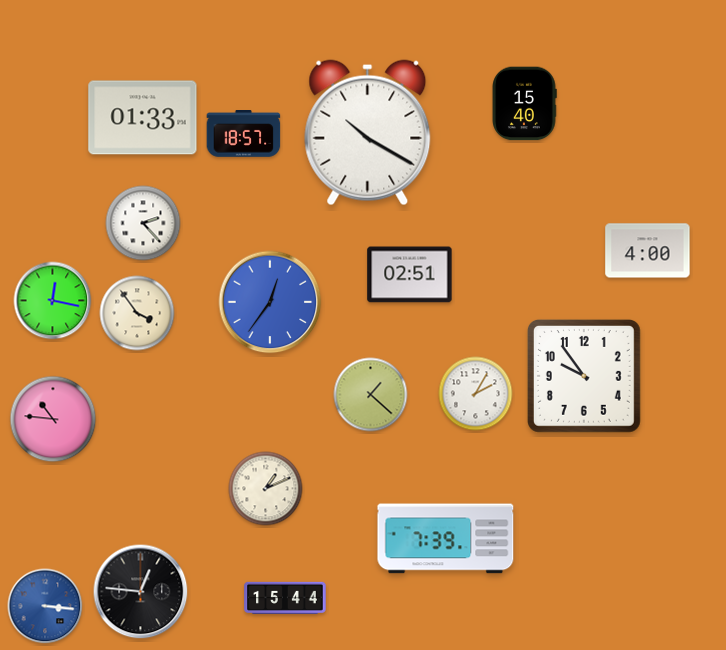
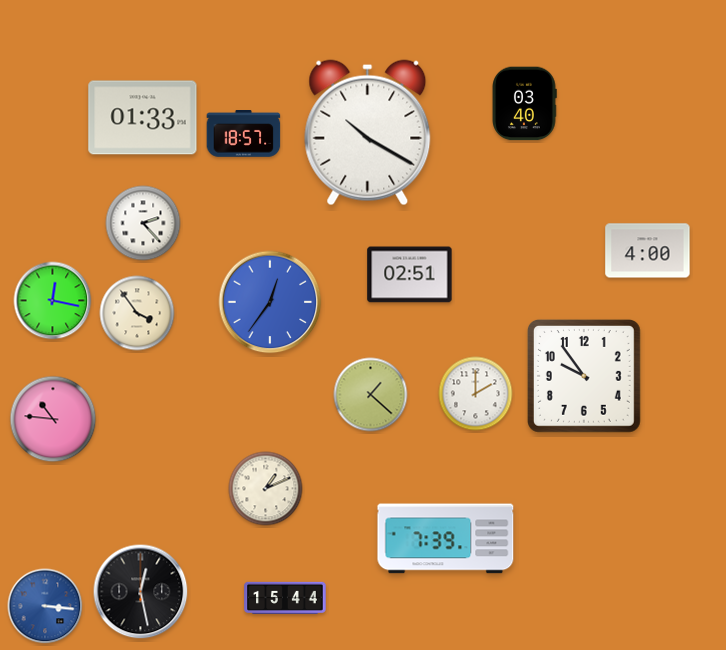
clock at (524, 104): 15:40 -> 03:40
clock at (476, 394): 2:05 -> 2:00
clock at (141, 592): 12:46 -> 12:28
